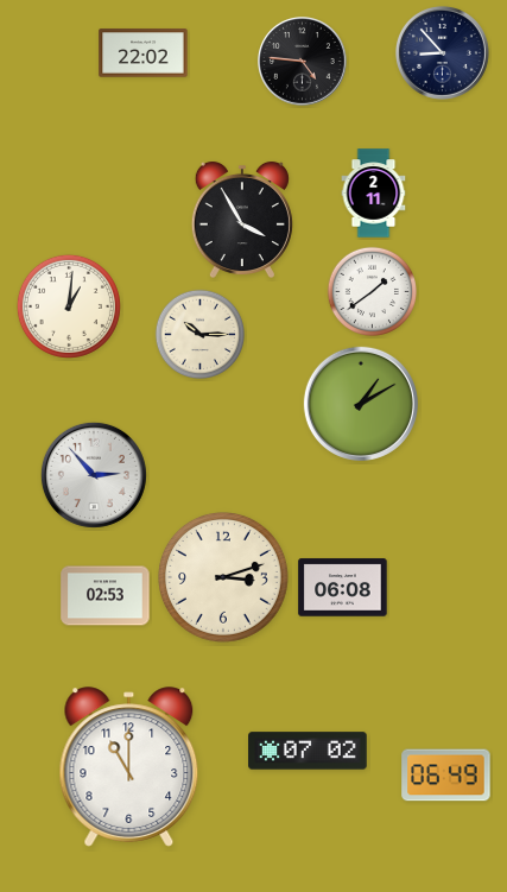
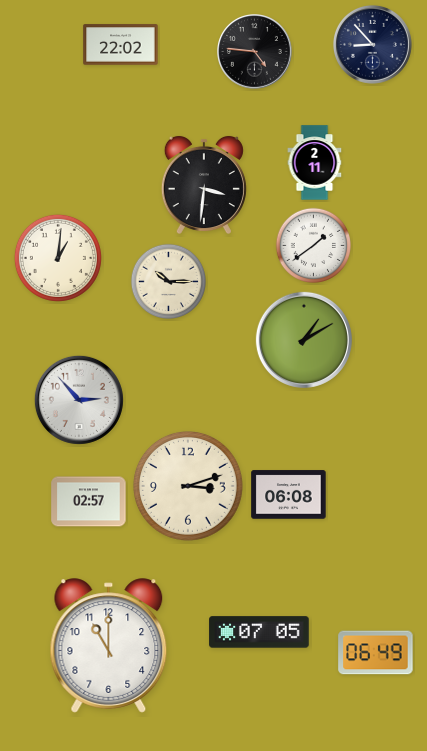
clock at (242, 220): 3:55 -> 3:31
clock at (106, 596): 02:53 -> 02:57
clock at (308, 751): 07:02 -> 07:05
